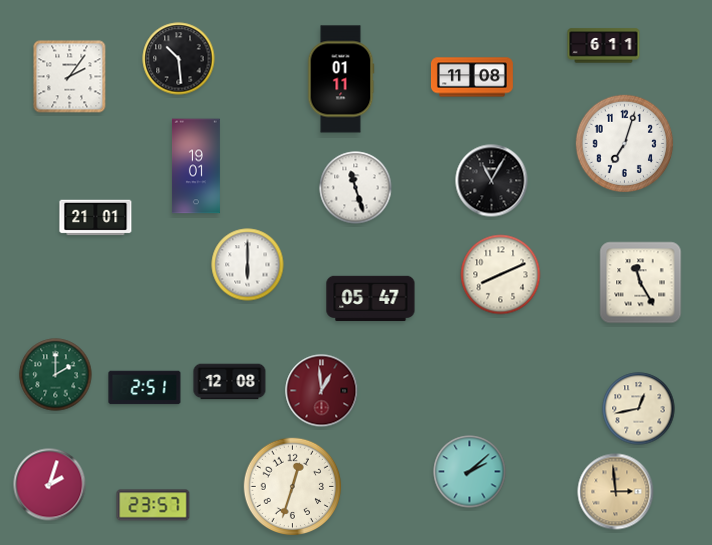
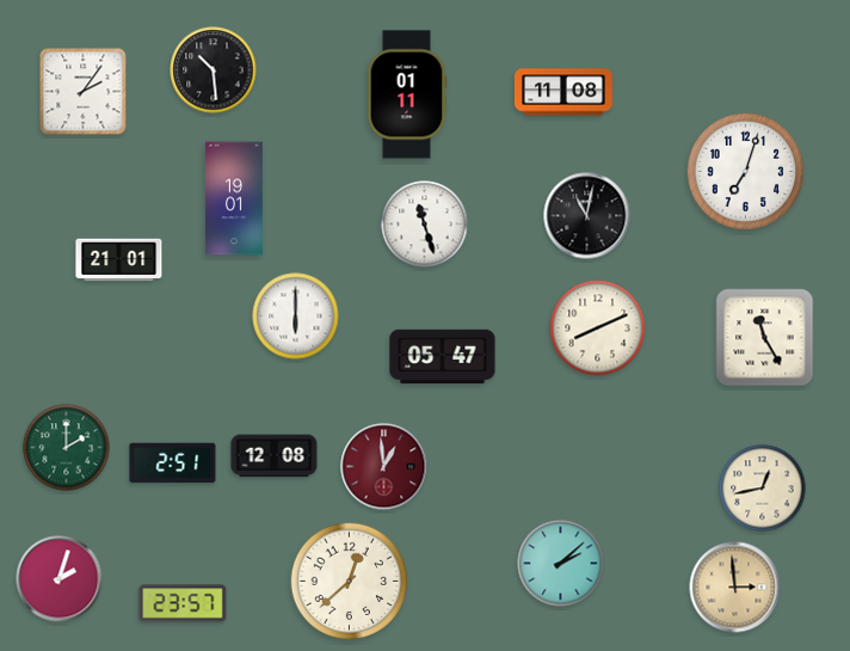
clock at (604, 46): 6:11 -> none
clock at (492, 181): 11:05 -> 11:02
clock at (96, 218) position: (96, 218) -> (119, 260)
clock at (293, 487): 12:33 -> 12:38
